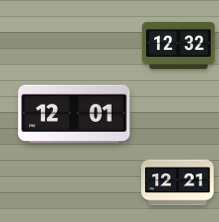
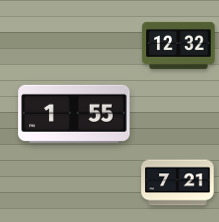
clock at (74, 114): 12:01 -> 1:55
clock at (178, 183): 12:21 -> 7:21
